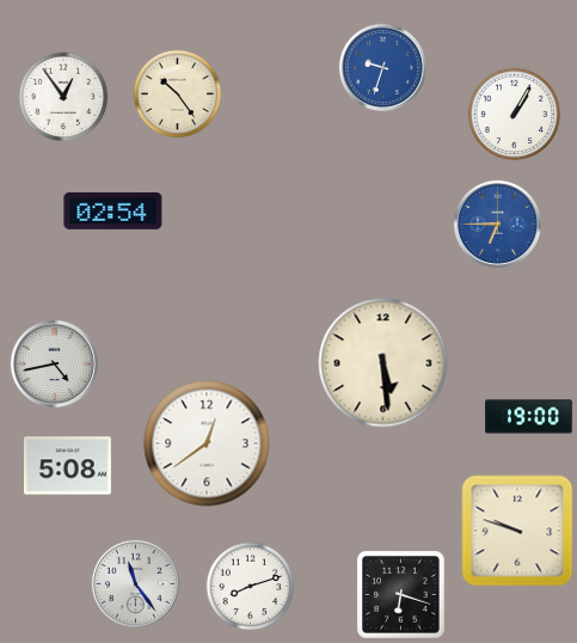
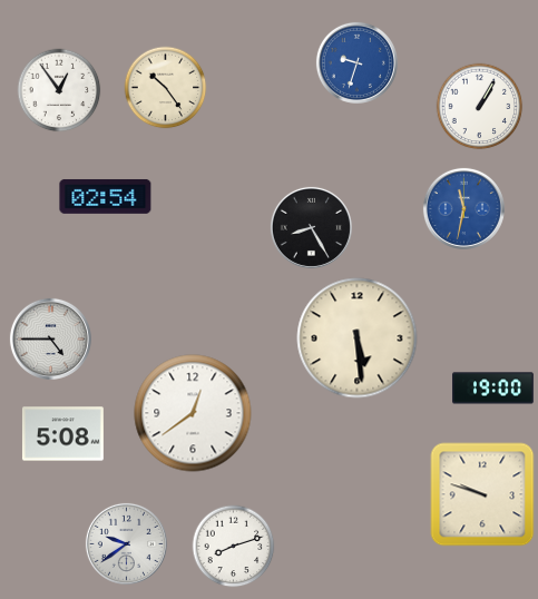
clock at (497, 223): 6:45 -> 11:32
clock at (311, 227): none -> 8:25
clock at (54, 363): 4:43 -> 4:45
clock at (135, 583): 11:24 -> 9:39
clock at (401, 595): 6:18 -> none
